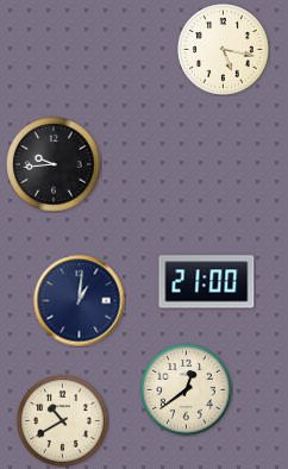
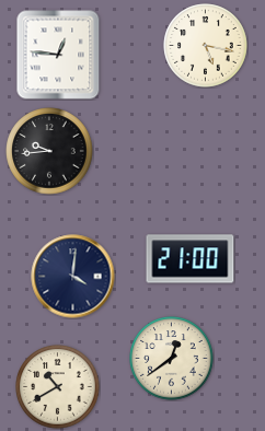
clock at (58, 55): none -> 12:46
clock at (80, 301): 1:01 -> 4:01
